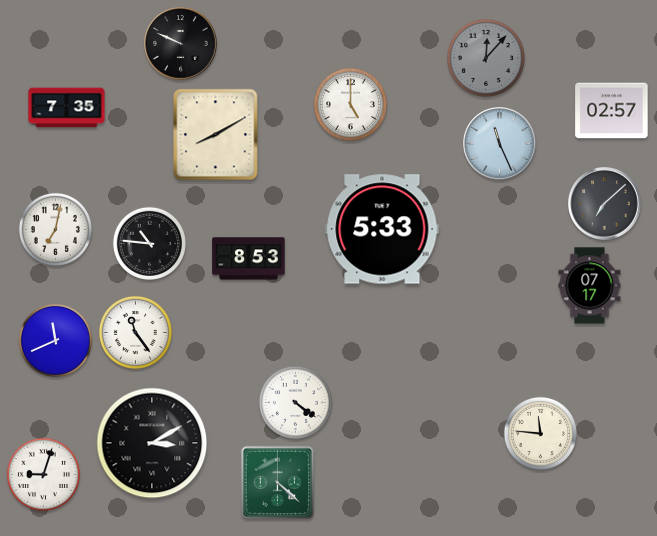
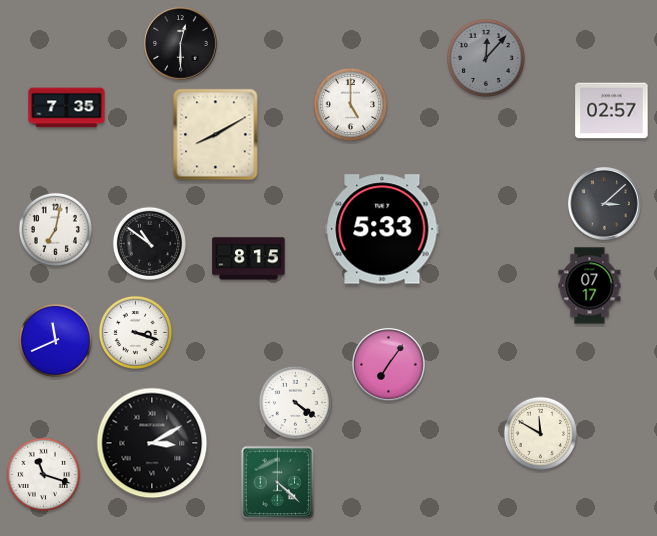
clock at (181, 44): 9:49 -> 12:30
clock at (500, 144): 11:26 -> none
clock at (605, 204): 7:08 -> 3:08
clock at (149, 243): 10:46 -> 10:51
clock at (249, 259): 8:53 -> 8:15
clock at (135, 332): 11:24 -> 3:18
clock at (389, 365): none -> 7:06
clock at (540, 433): 11:46 -> 11:50
clock at (43, 474): 9:03 -> 11:18
